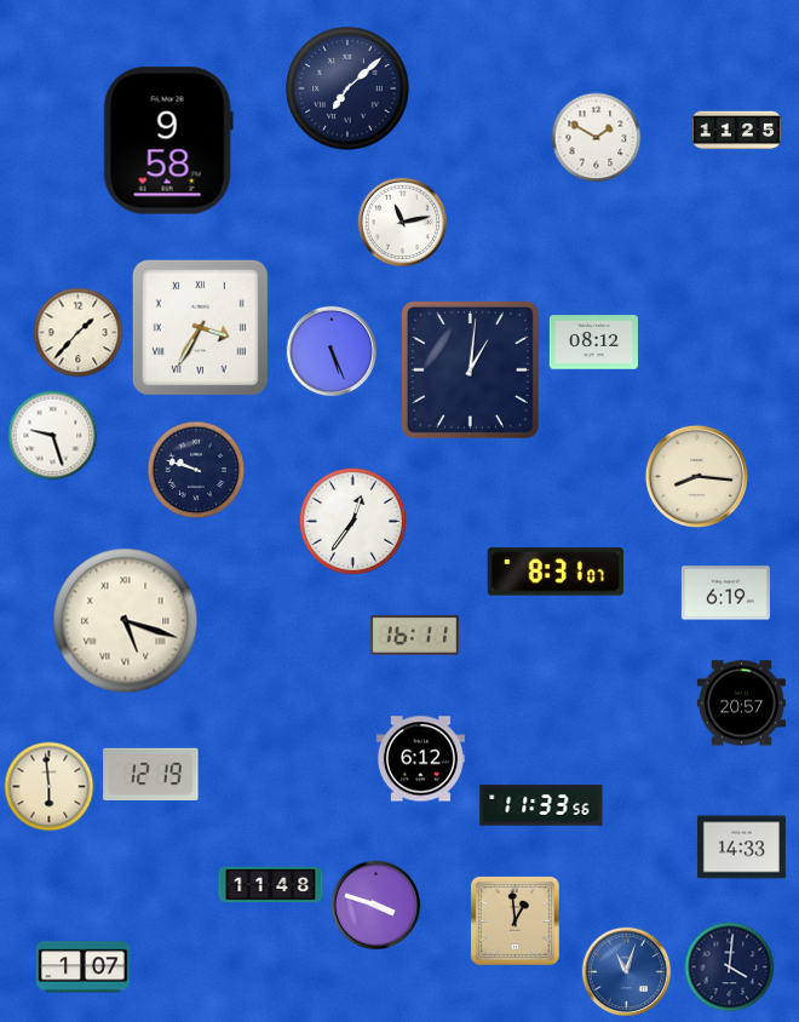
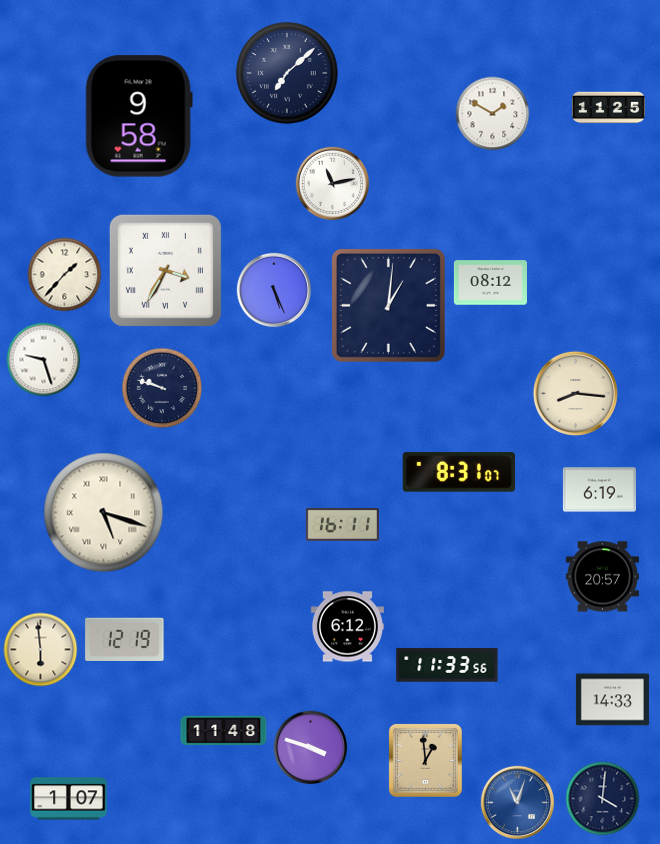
clock at (352, 521): 12:36 -> none
clock at (741, 704) position: (741, 704) -> (602, 577)
